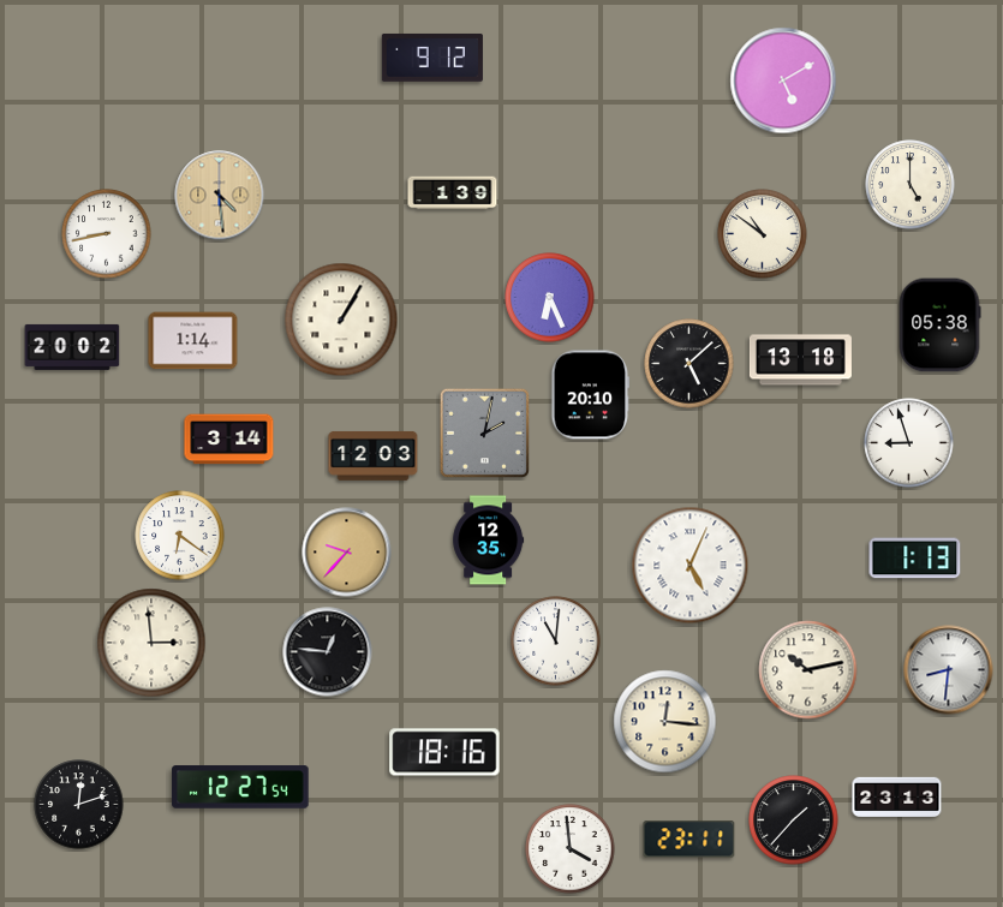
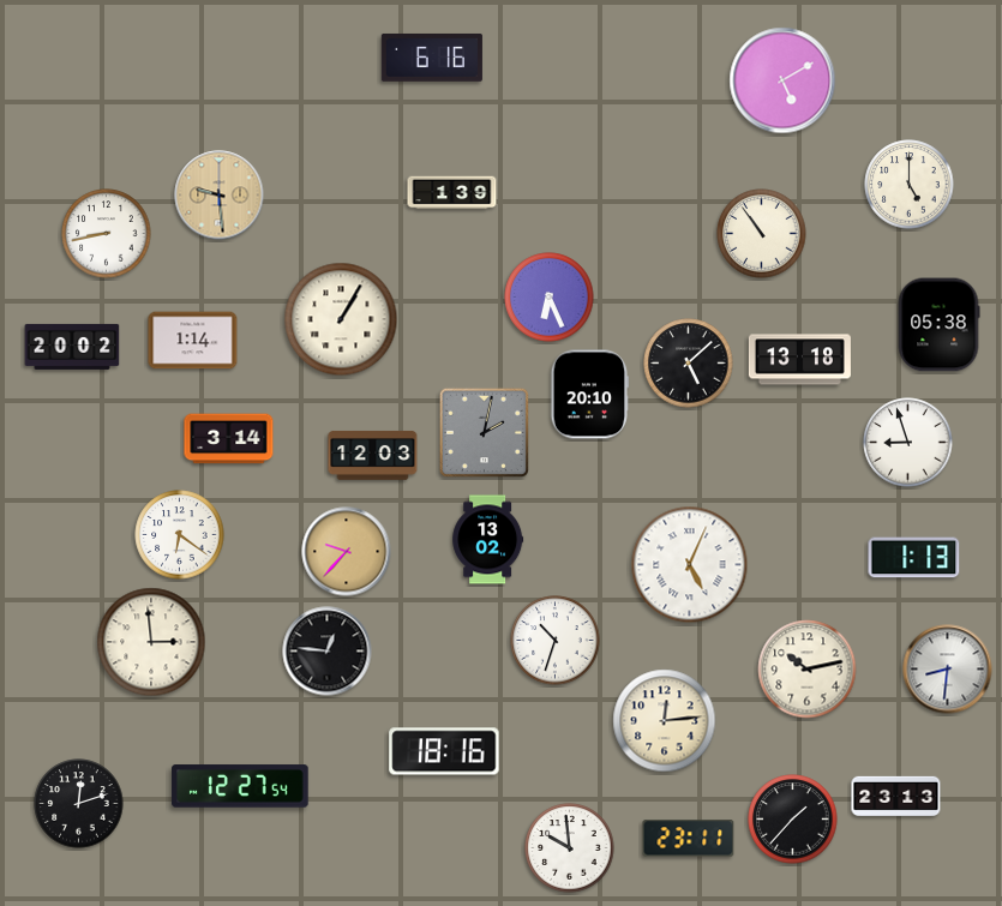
clock at (432, 58): 9:12 -> 6:16
clock at (220, 196): 4:29 -> 9:29
clock at (763, 234): 10:51 -> 10:54
clock at (489, 541): 12:35 -> 13:02
clock at (556, 642): 11:01 -> 10:33
clock at (665, 722): 12:16 -> 12:14
clock at (571, 849): 3:59 -> 9:59
